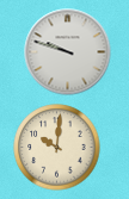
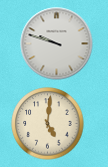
clock at (57, 148): 10:01 -> 5:01
